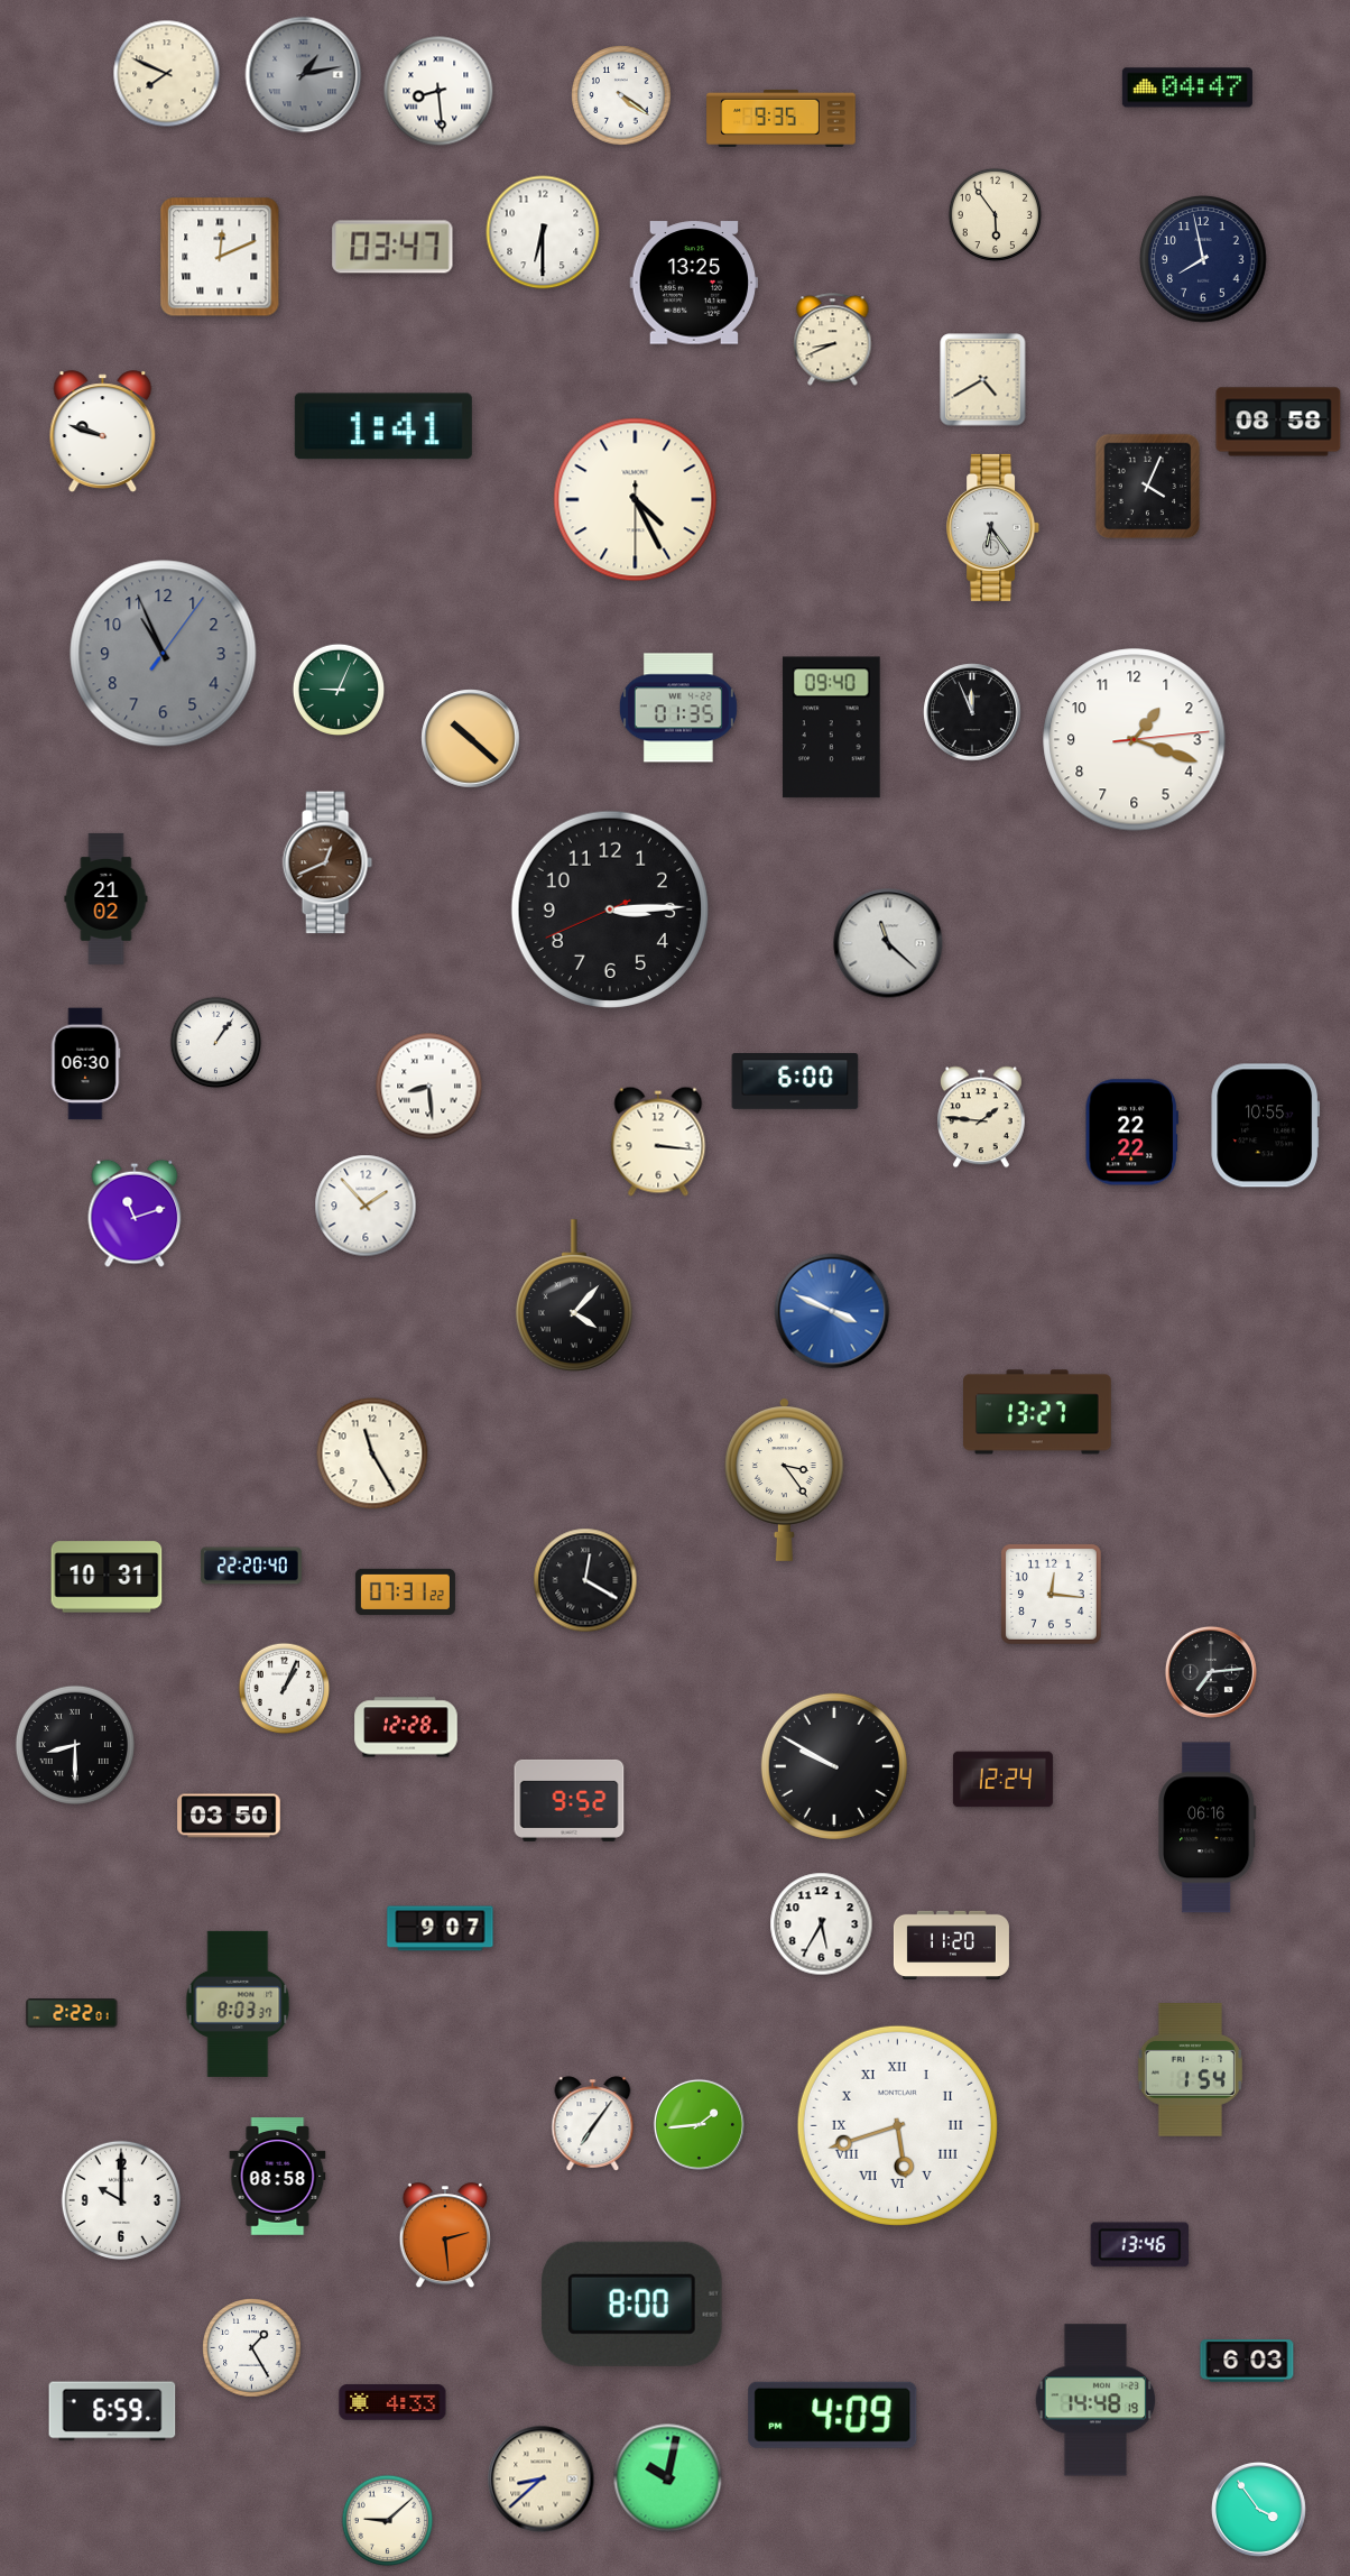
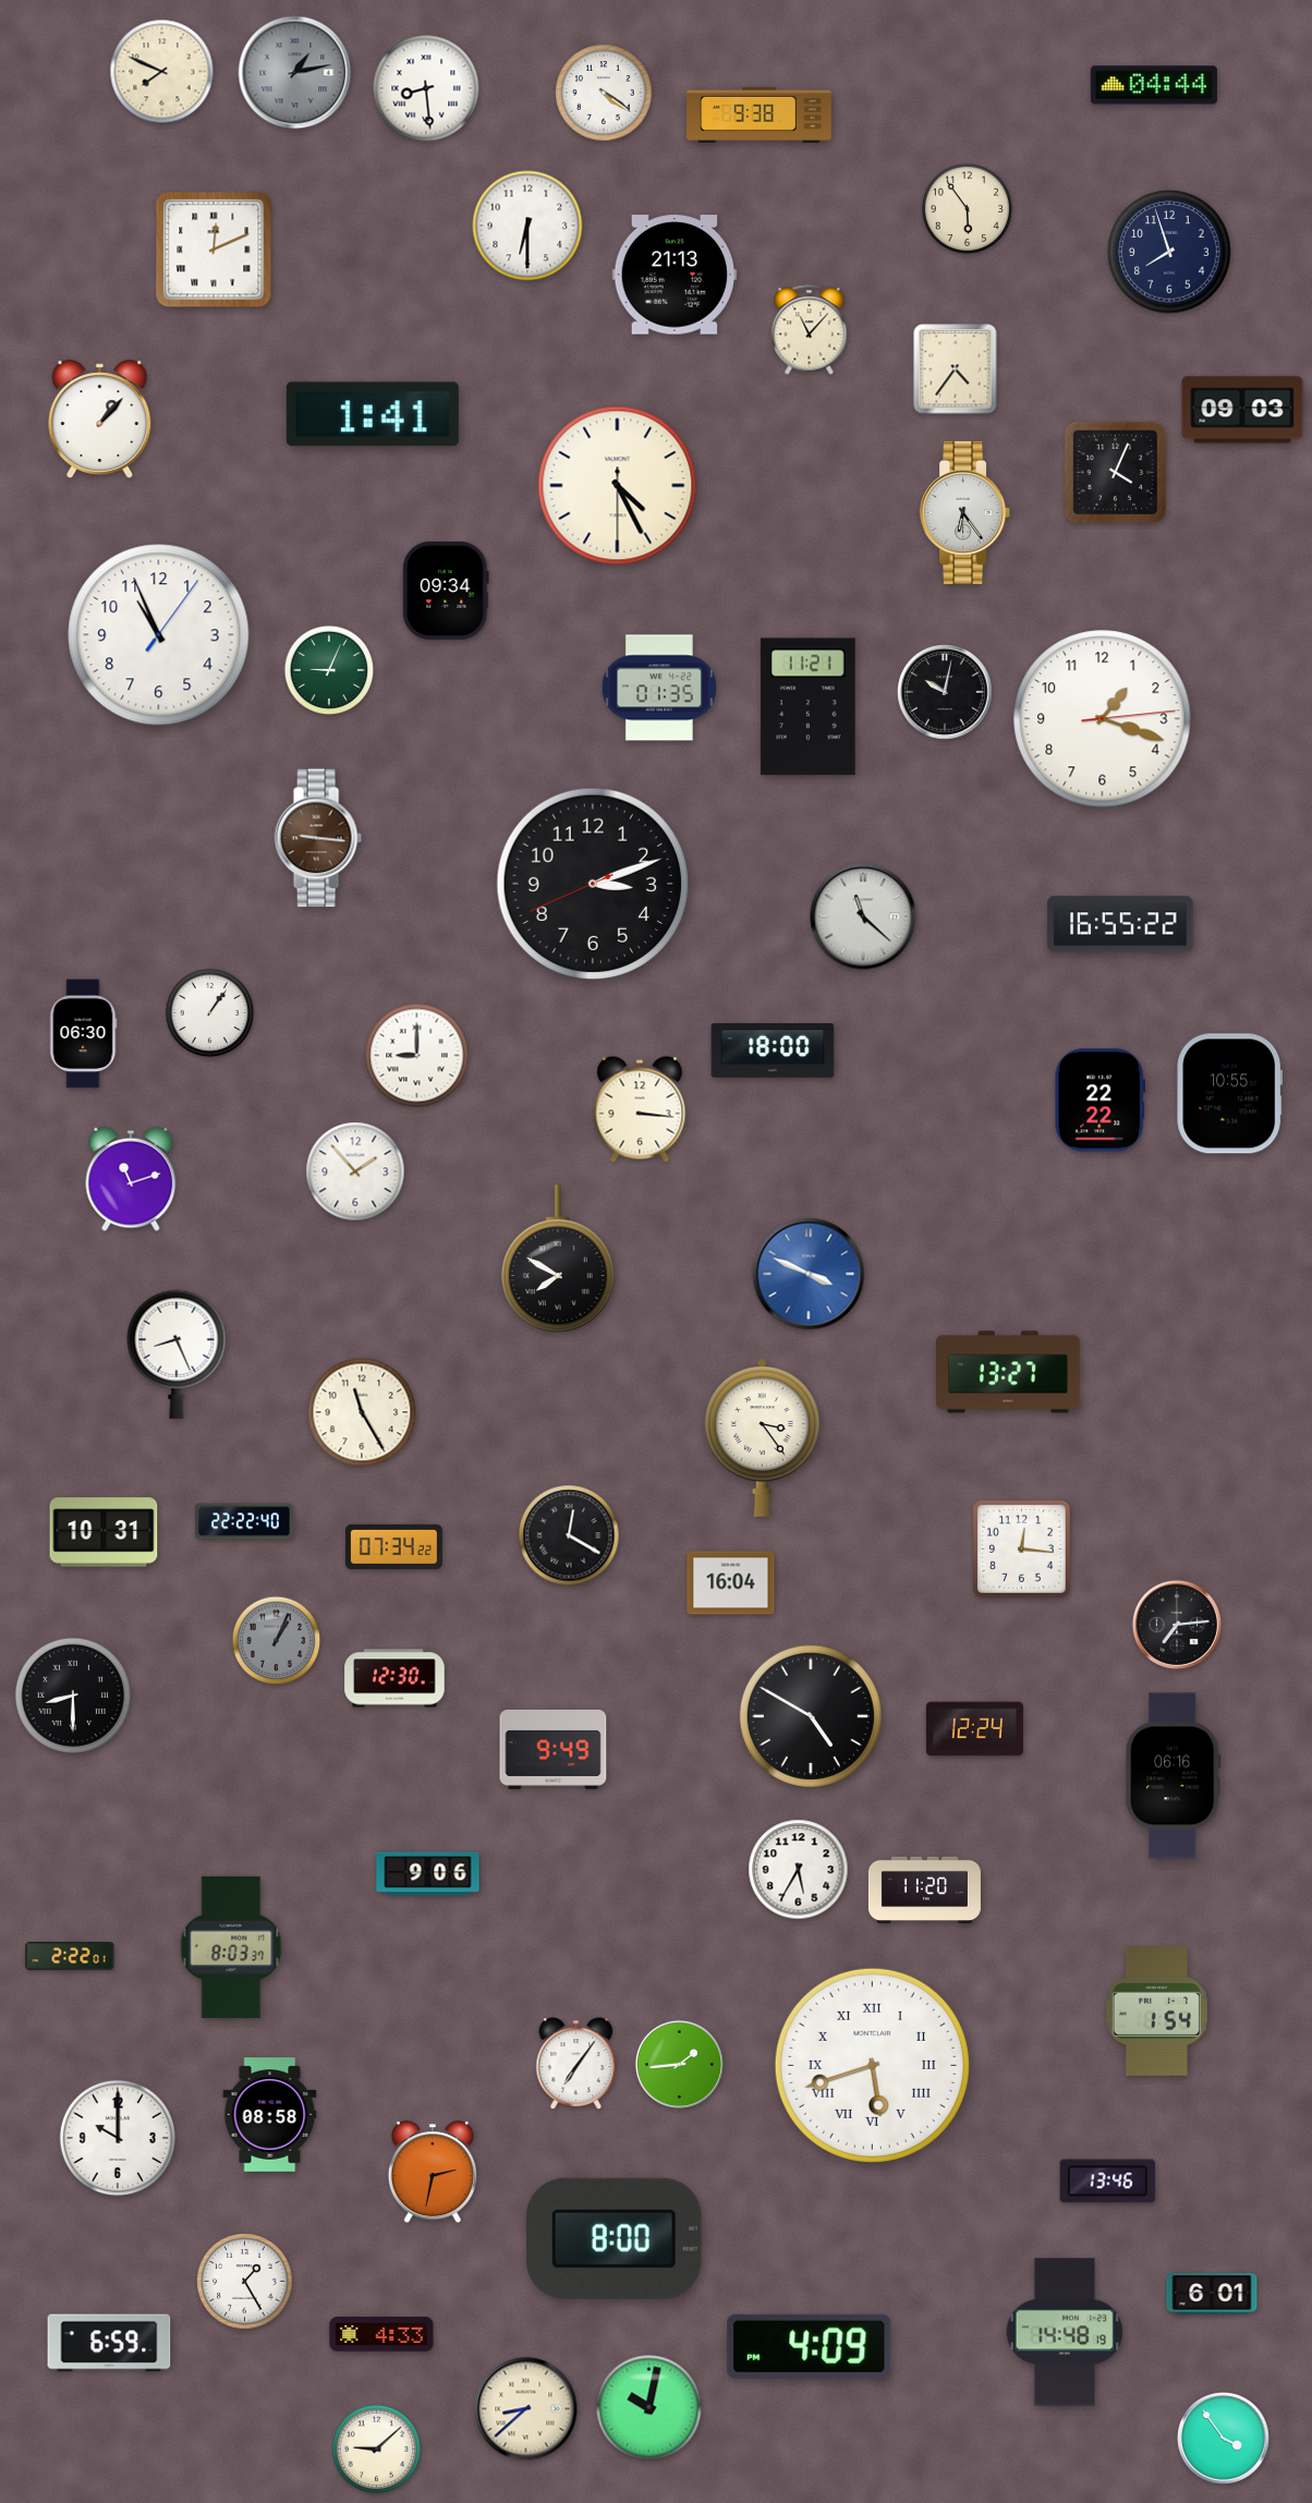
clock at (1187, 87): 04:47 -> 04:44
clock at (782, 118): 9:35 -> 9:38
clock at (392, 247): 03:47 -> none
clock at (1203, 259): 7:58 -> 7:57
clock at (694, 283): 13:25 -> 21:13
clock at (833, 340): 8:41 -> 11:07
clock at (983, 380): 4:40 -> 4:36
clock at (1278, 422): 08:58 -> 09:03
clock at (103, 432): 9:48 -> 1:07
clock at (446, 591): none -> 09:34
clock at (164, 654) dial: grey -> white
clock at (972, 712): 11:56 -> 10:02
clock at (832, 728): 09:40 -> 11:21
clock at (471, 739): 10:22 -> none
clock at (327, 862): 12:41 -> 9:16
clock at (107, 898): 21:02 -> none
clock at (610, 910): 3:14 -> 3:11
clock at (1120, 924): none -> 16:55
clock at (795, 1082): 6:00 -> 18:00
clock at (429, 1087): 8:29 -> 9:00
clock at (981, 1117): 1:46 -> none
clock at (574, 1295): 4:07 -> 7:50
clock at (177, 1354): none -> 8:26
clock at (251, 1566): 22:20 -> 22:22
clock at (405, 1591): 07:31 -> 07:34
clock at (731, 1583): none -> 16:04
clock at (285, 1689) dial: white -> grey
clock at (406, 1727): 12:28 -> 12:30
clock at (834, 1766): 9:50 -> 4:50
clock at (570, 1800): 9:52 -> 9:49
clock at (229, 1816): 03:50 -> none
clock at (441, 1929): 9:07 -> 9:06
clock at (445, 2236): 2:29 -> 2:32
clock at (1247, 2361): 6:03 -> 6:01
